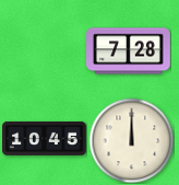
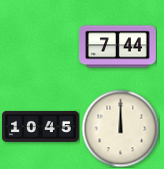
clock at (129, 51): 7:28 -> 7:44
